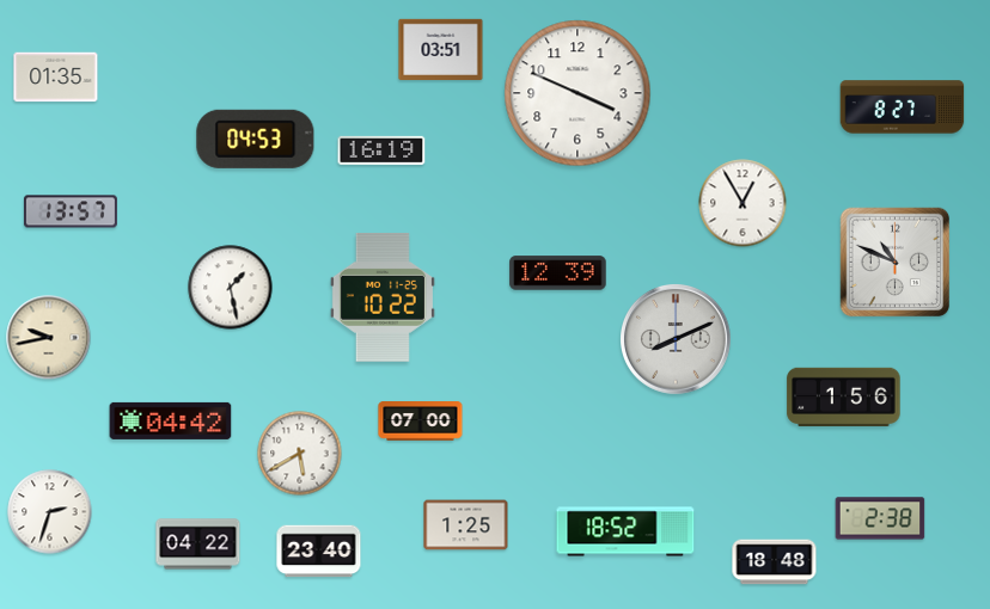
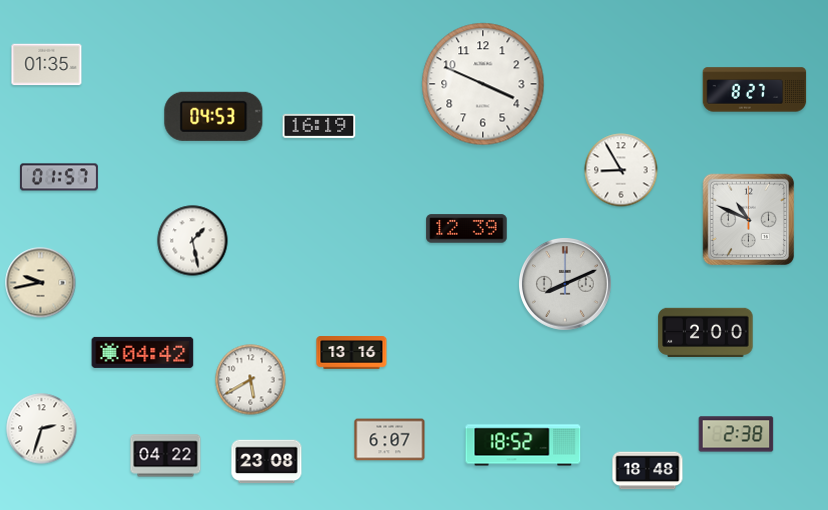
clock at (441, 49): 03:51 -> none
clock at (577, 93) position: (577, 93) -> (483, 84)
clock at (742, 203): 12:55 -> 8:55
clock at (71, 211): 13:57 -> 01:57
clock at (383, 299): 10:22 -> none
clock at (844, 396): 1:56 -> 2:00
clock at (421, 422): 07:00 -> 13:16
clock at (466, 525): 1:25 -> 6:07
clock at (319, 552): 23:40 -> 23:08
